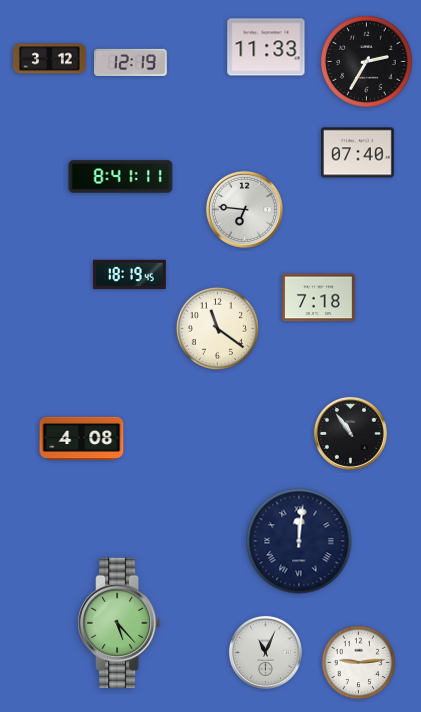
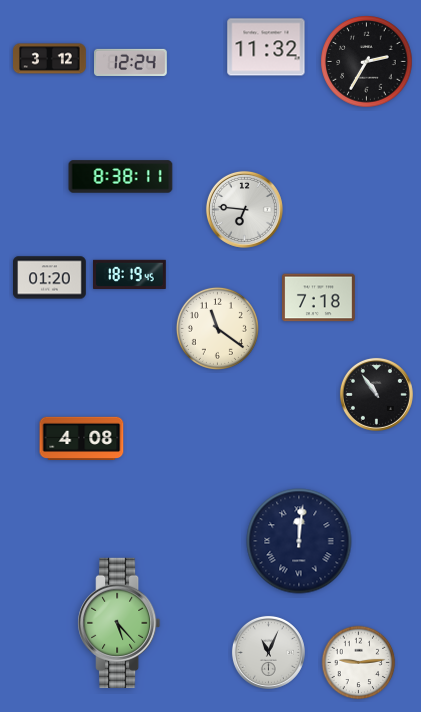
clock at (266, 47): 11:33 -> 11:32
clock at (131, 62): 12:19 -> 12:24
clock at (358, 153): 07:40 -> none
clock at (121, 177): 8:41 -> 8:38
clock at (50, 278): none -> 01:20
clock at (350, 433) position: (350, 433) -> (376, 394)
clock at (265, 652) position: (265, 652) -> (268, 652)
